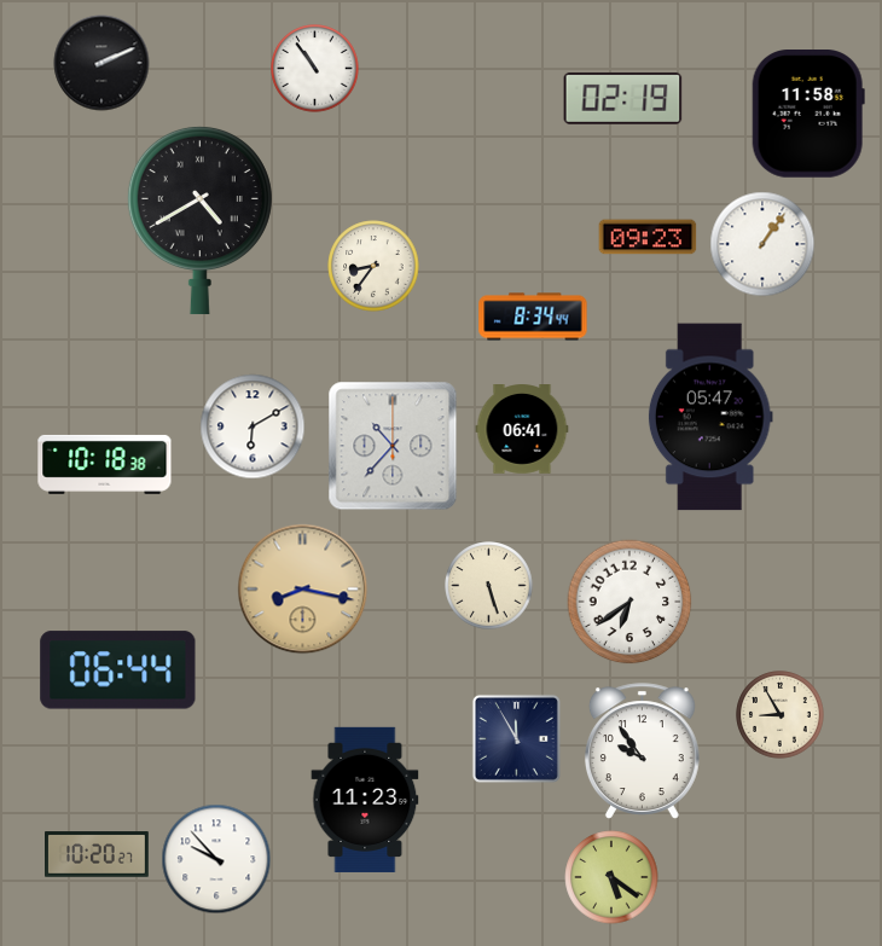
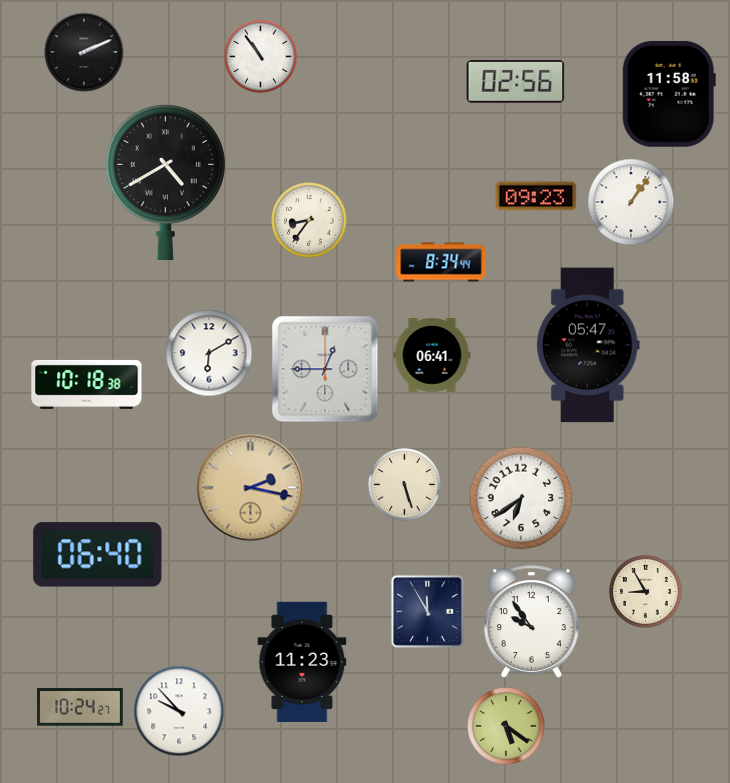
clock at (623, 98): 02:19 -> 02:56
clock at (393, 446): 10:37 -> 12:45
clock at (303, 590): 8:17 -> 2:17
clock at (118, 671): 06:44 -> 06:40
clock at (98, 854): 10:20 -> 10:24
